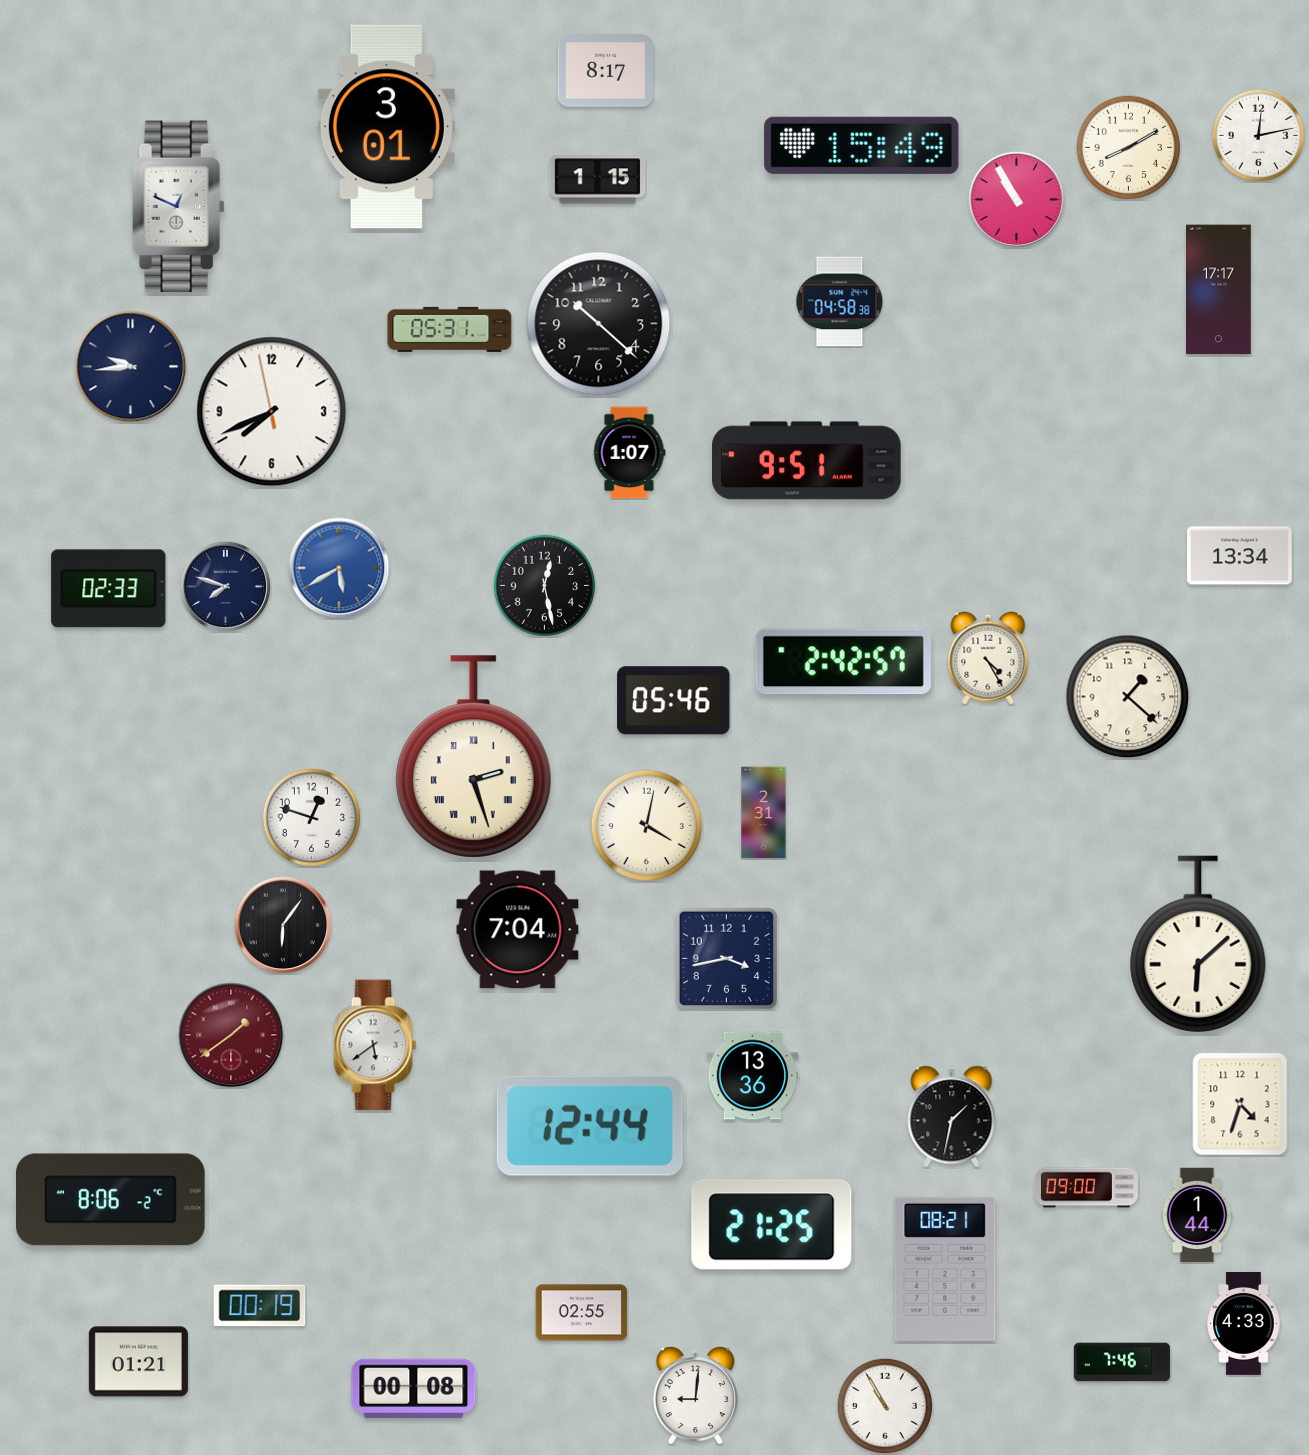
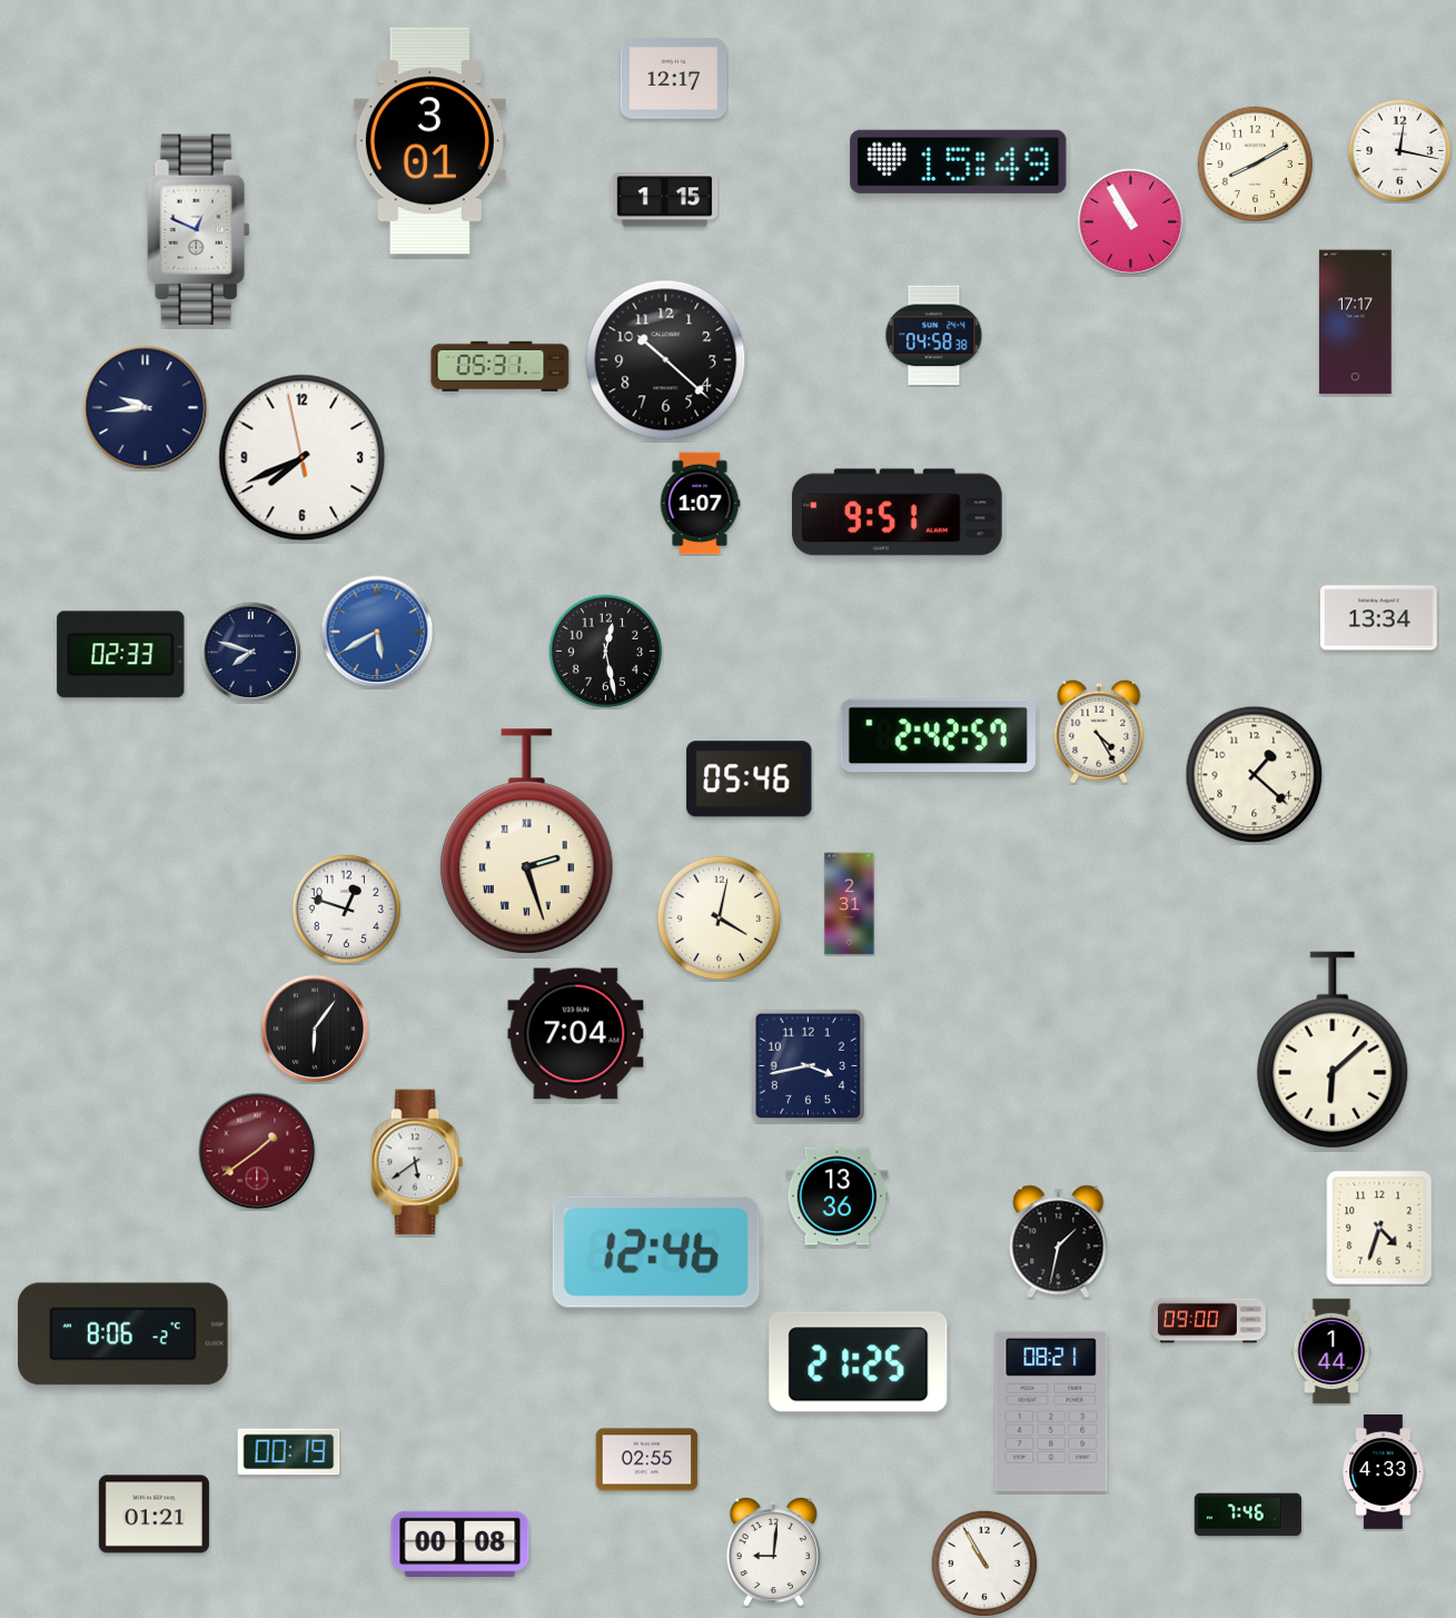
clock at (606, 71): 8:17 -> 12:17
clock at (1258, 135): 12:13 -> 12:17
clock at (590, 1126): 12:44 -> 12:46
